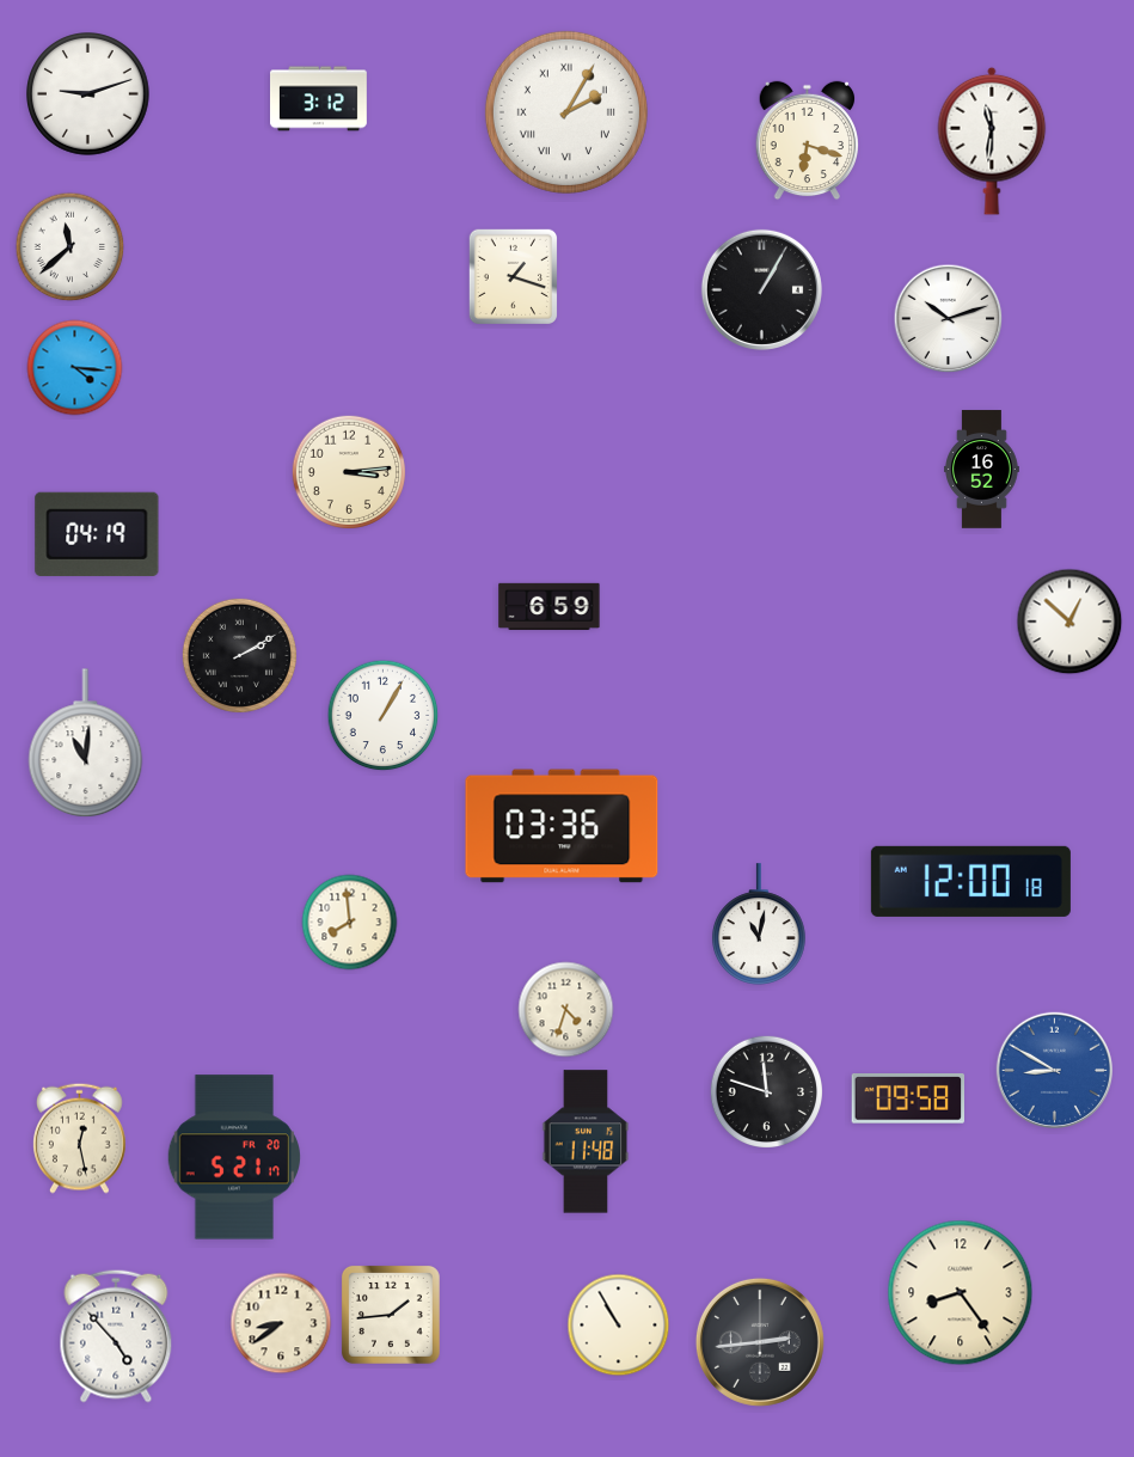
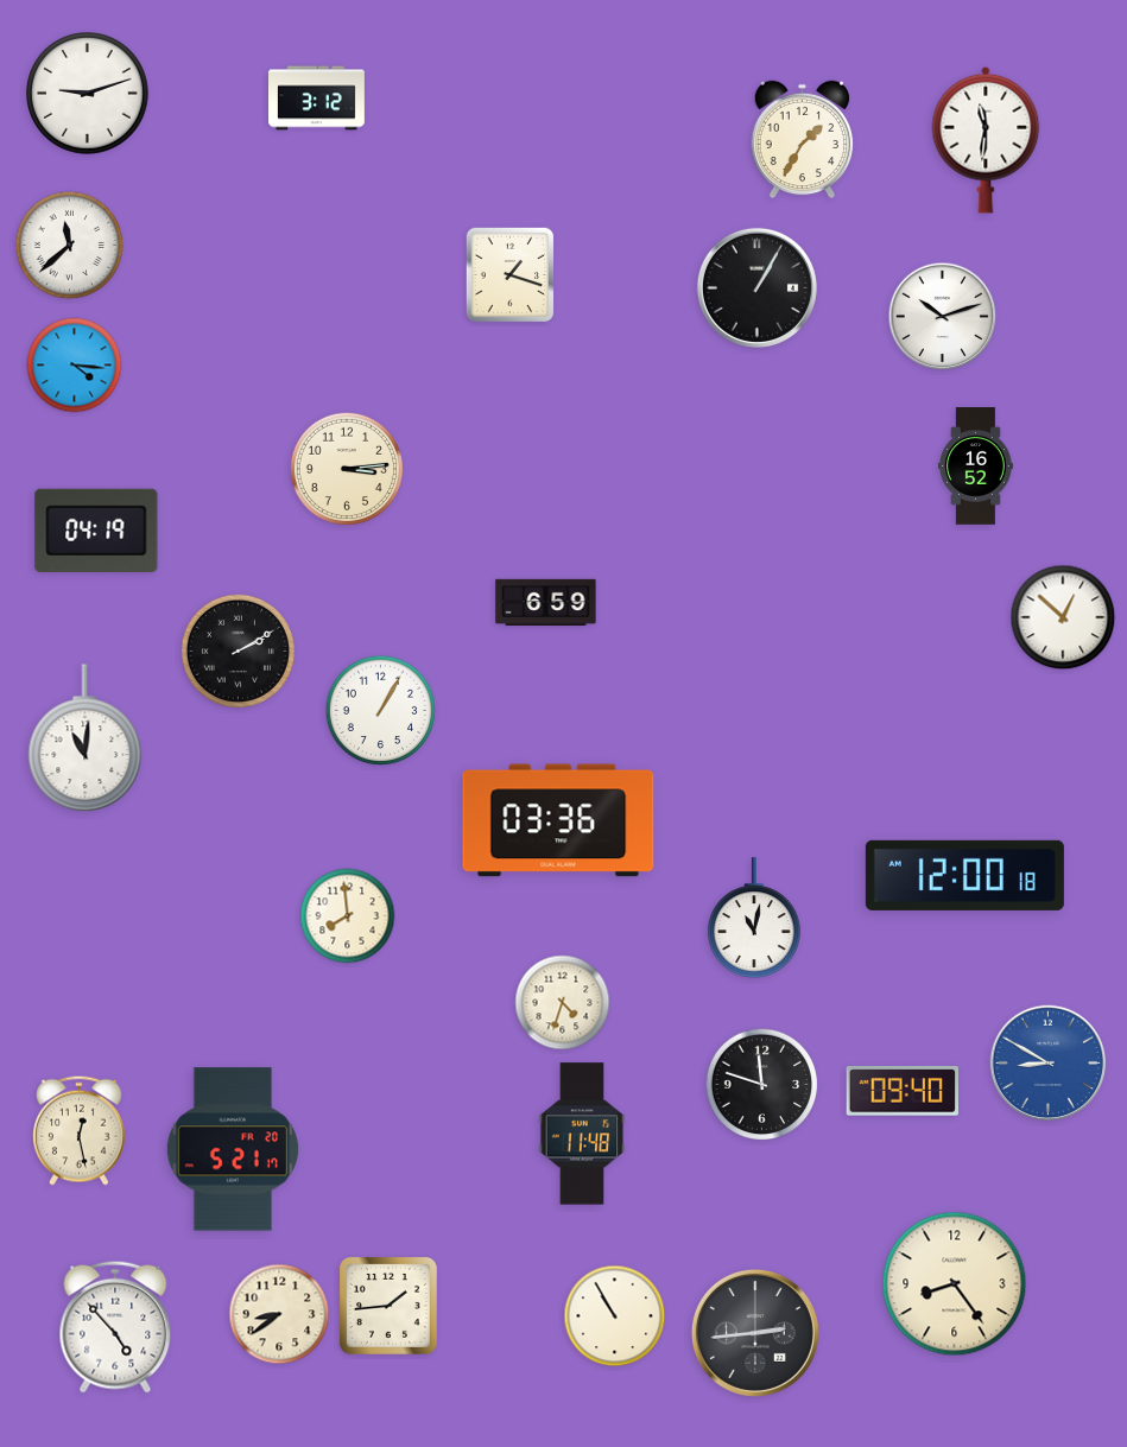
clock at (566, 112): 2:05 -> none
clock at (807, 141): 6:18 -> 1:35
clock at (907, 1100): 09:58 -> 09:40
